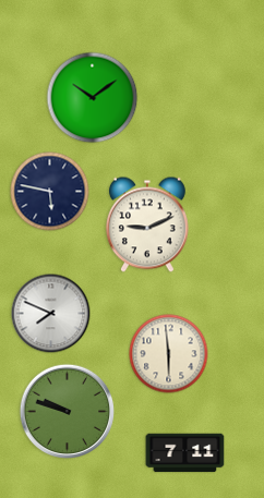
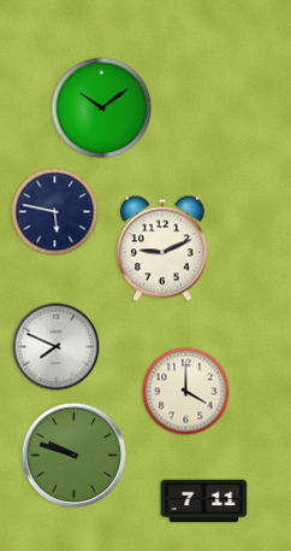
clock at (169, 354): 5:59 -> 4:00
